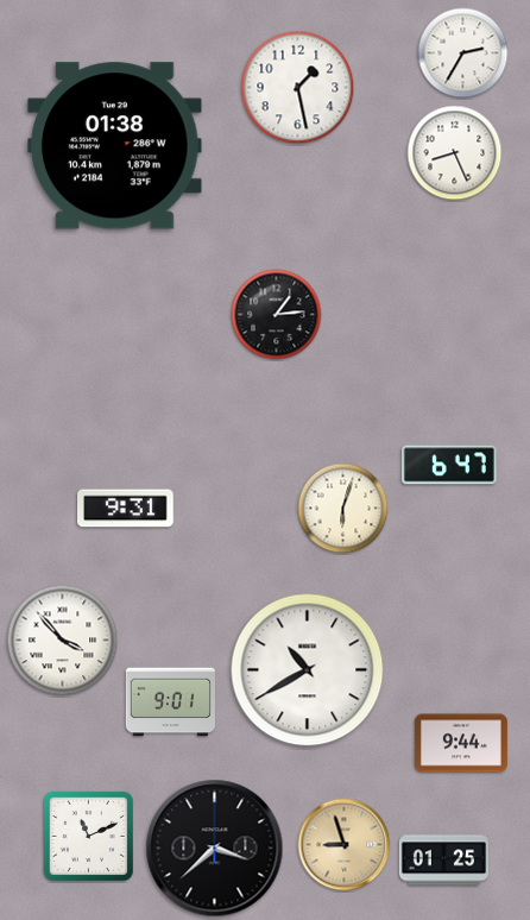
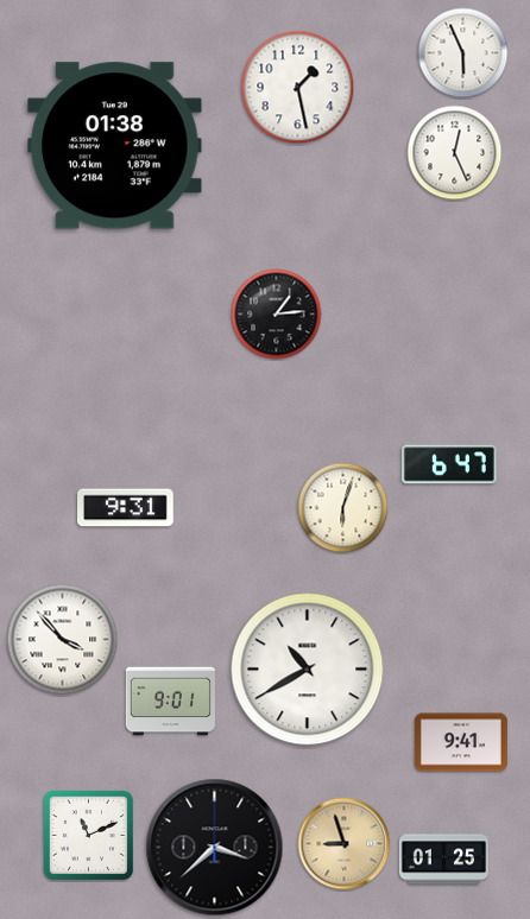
clock at (463, 53): 2:35 -> 5:56
clock at (455, 153): 8:26 -> 12:26
clock at (461, 743): 9:44 -> 9:41
